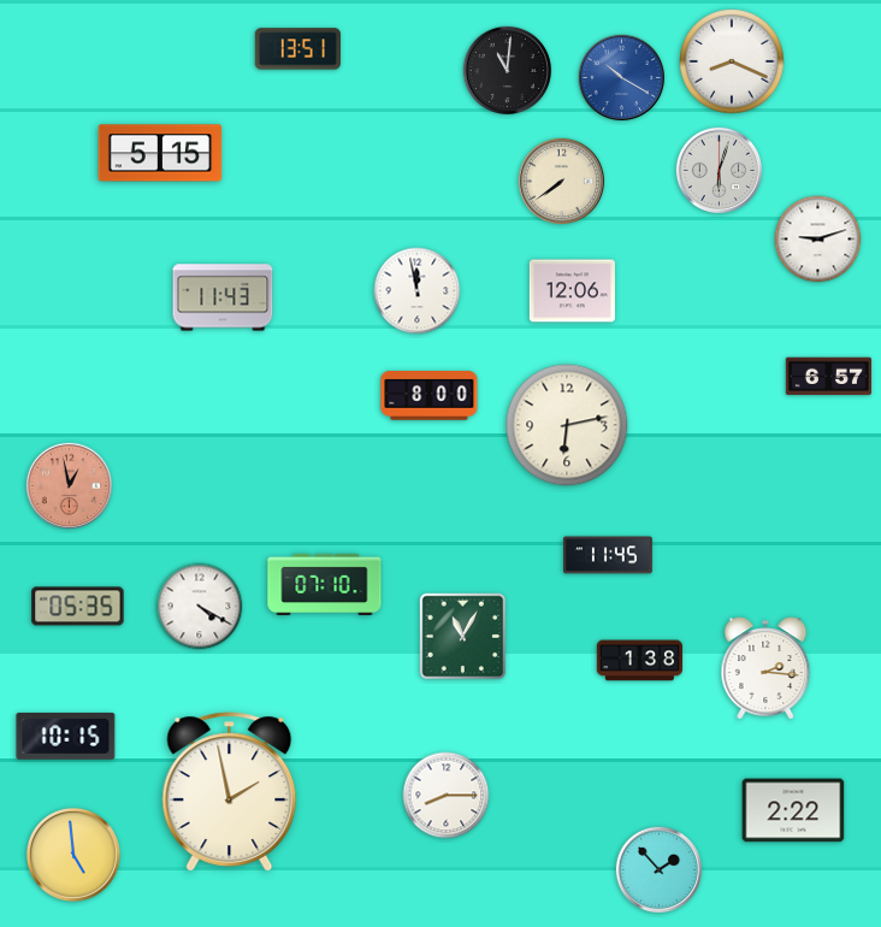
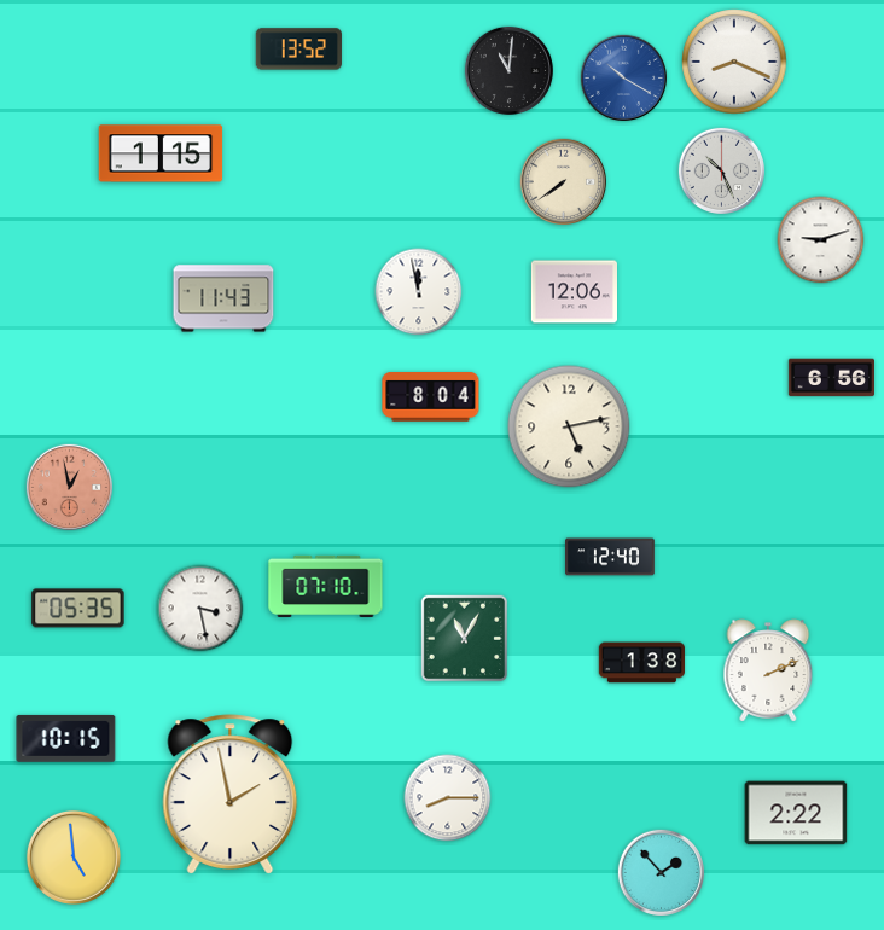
clock at (297, 49): 13:51 -> 13:52
clock at (160, 153): 5:15 -> 1:15
clock at (720, 171): 6:03 -> 10:26
clock at (828, 377): 6:57 -> 6:56
clock at (430, 396): 8:00 -> 8:04
clock at (567, 425): 6:13 -> 5:13
clock at (609, 555): 11:45 -> 12:40
clock at (200, 607): 4:20 -> 3:28
clock at (765, 668): 2:16 -> 2:11
